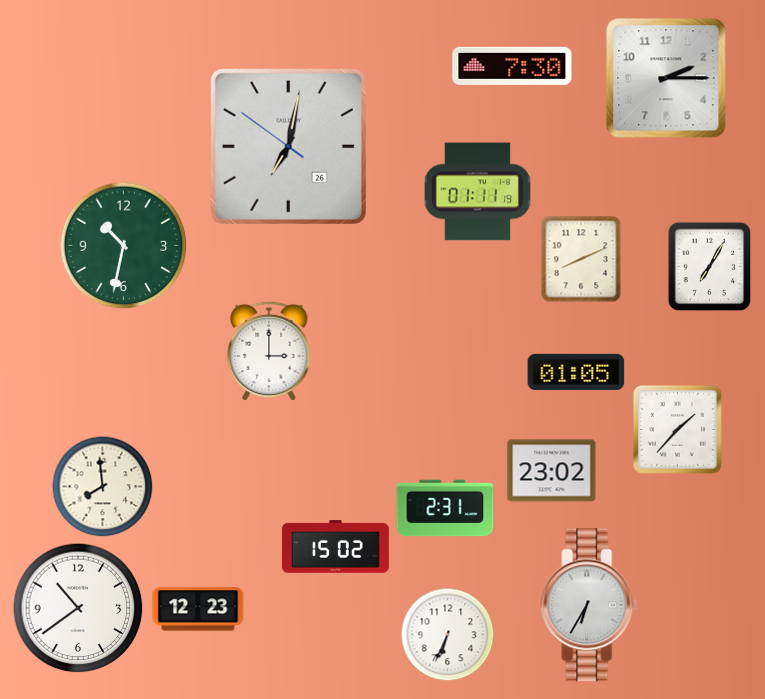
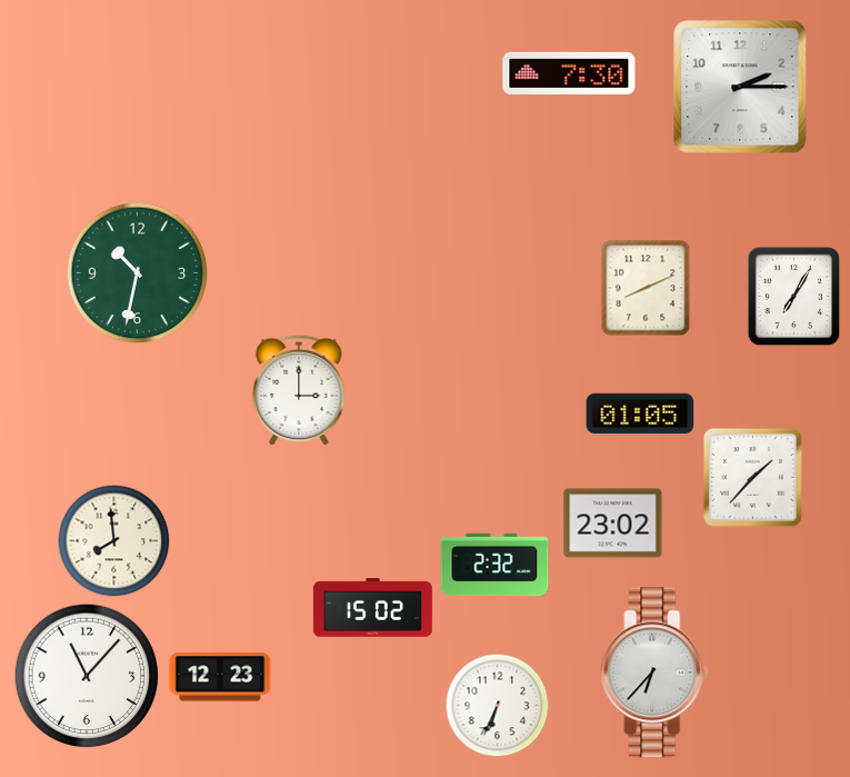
clock at (288, 146): 7:01 -> none
clock at (477, 192): 01:11 -> none
clock at (710, 267) position: (710, 267) -> (794, 297)
clock at (445, 508): 2:31 -> 2:32
clock at (589, 605): 6:35 -> 6:37
clock at (78, 608): 10:39 -> 11:07
